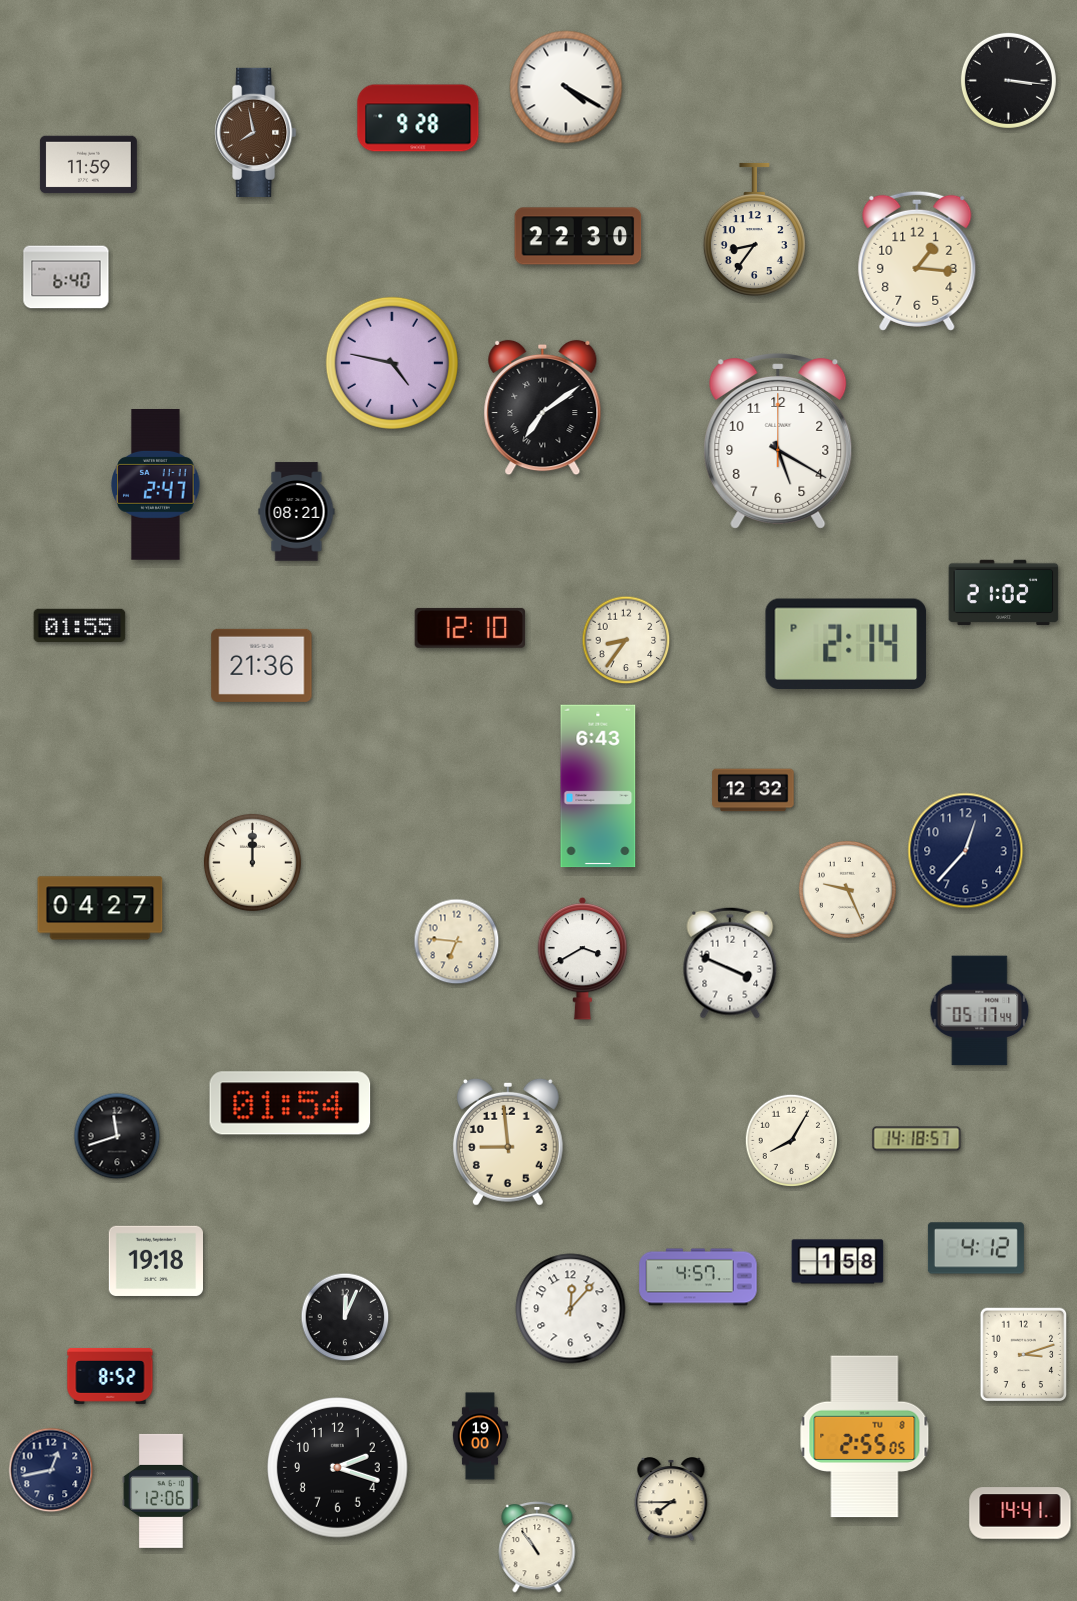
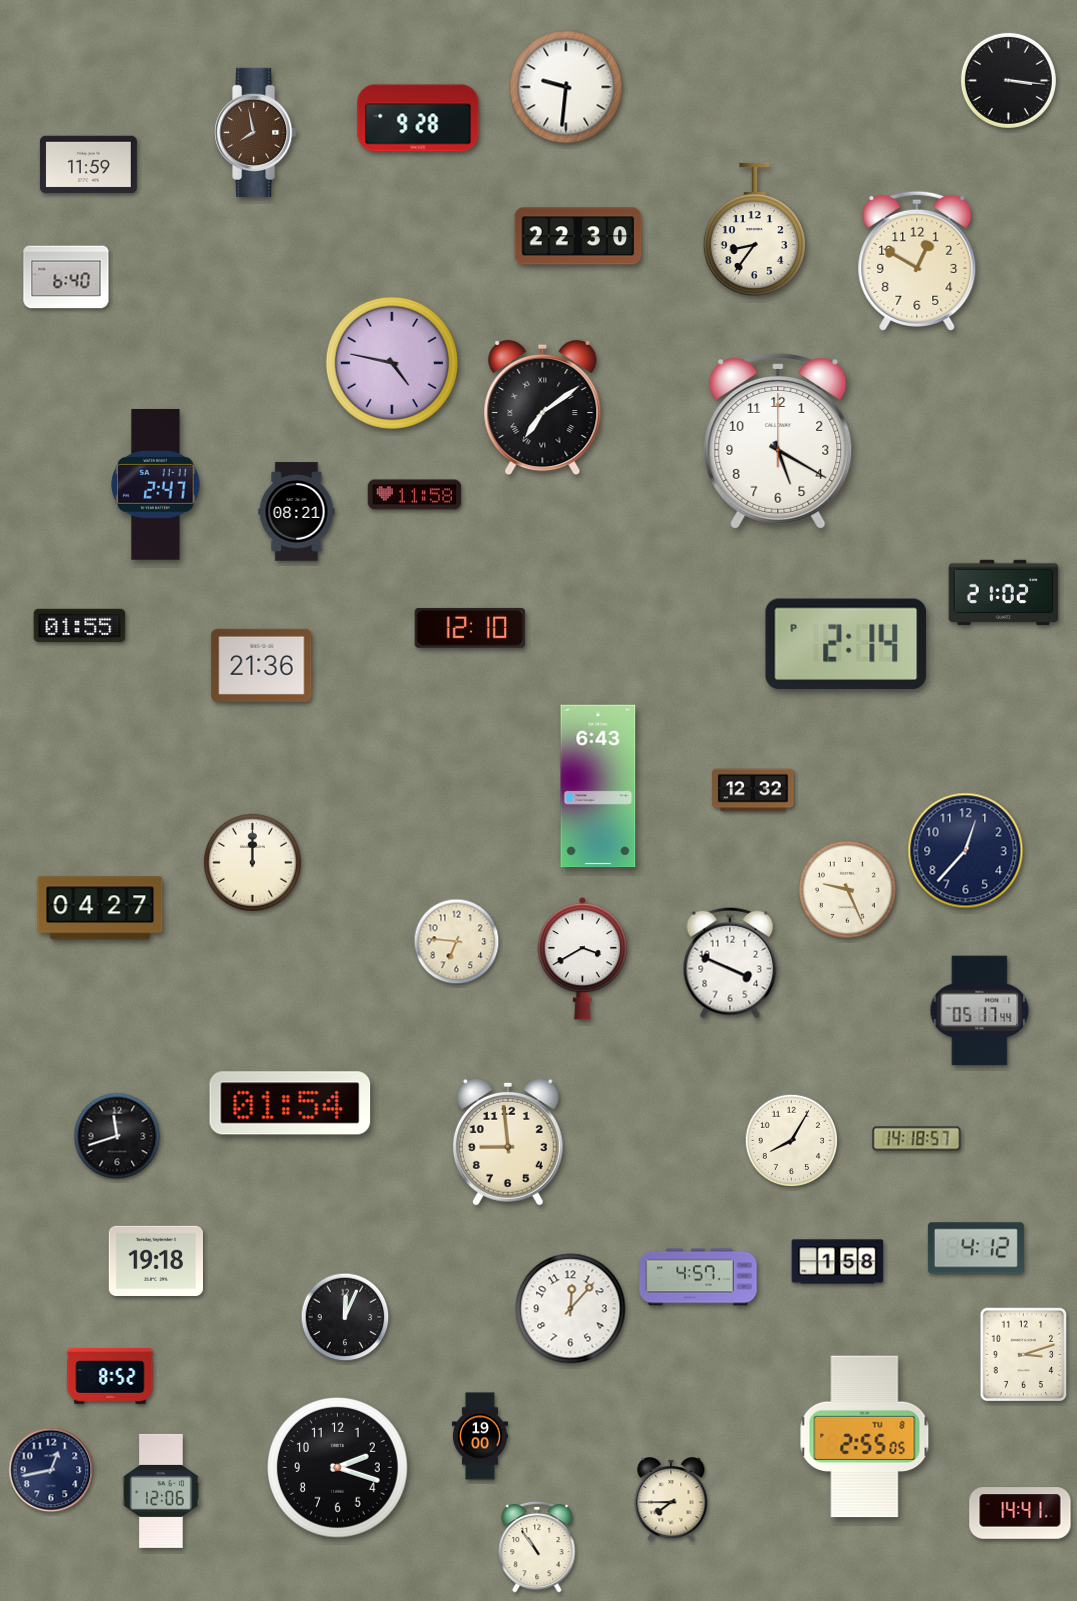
clock at (566, 87): 4:20 -> 9:31
clock at (917, 261): 1:16 -> 12:50
clock at (415, 495): none -> 11:58
clock at (626, 640): 8:36 -> none
